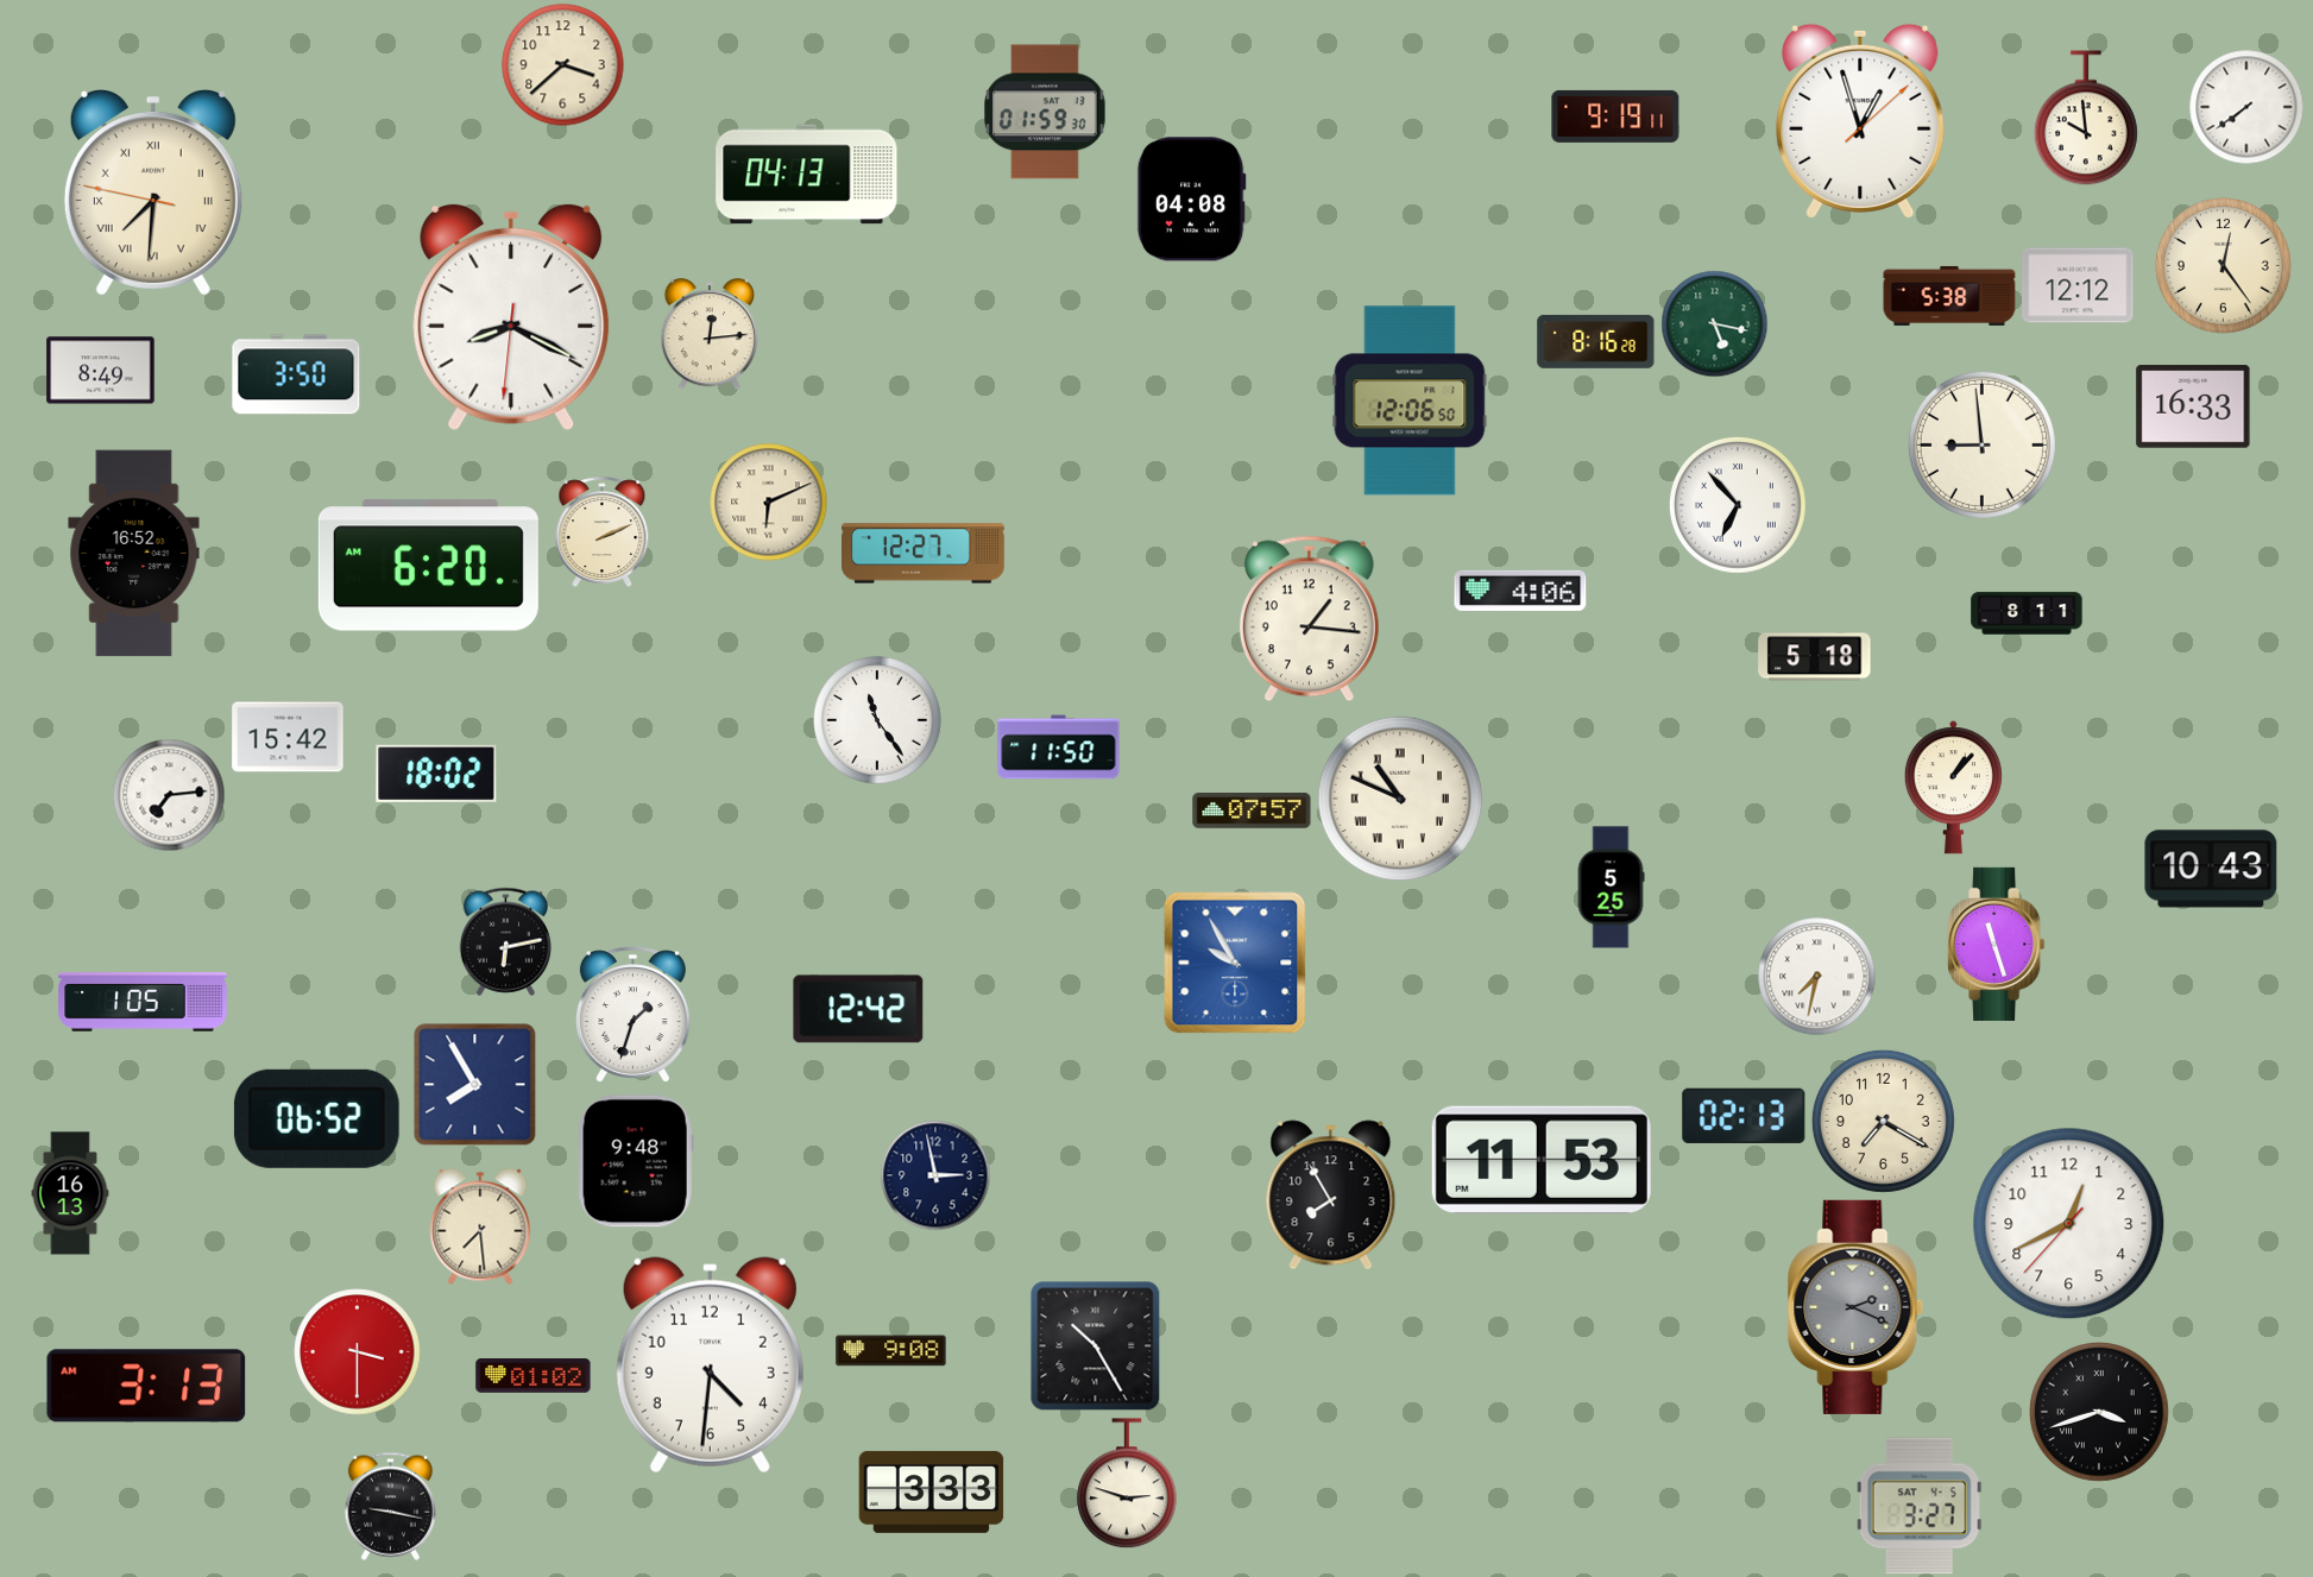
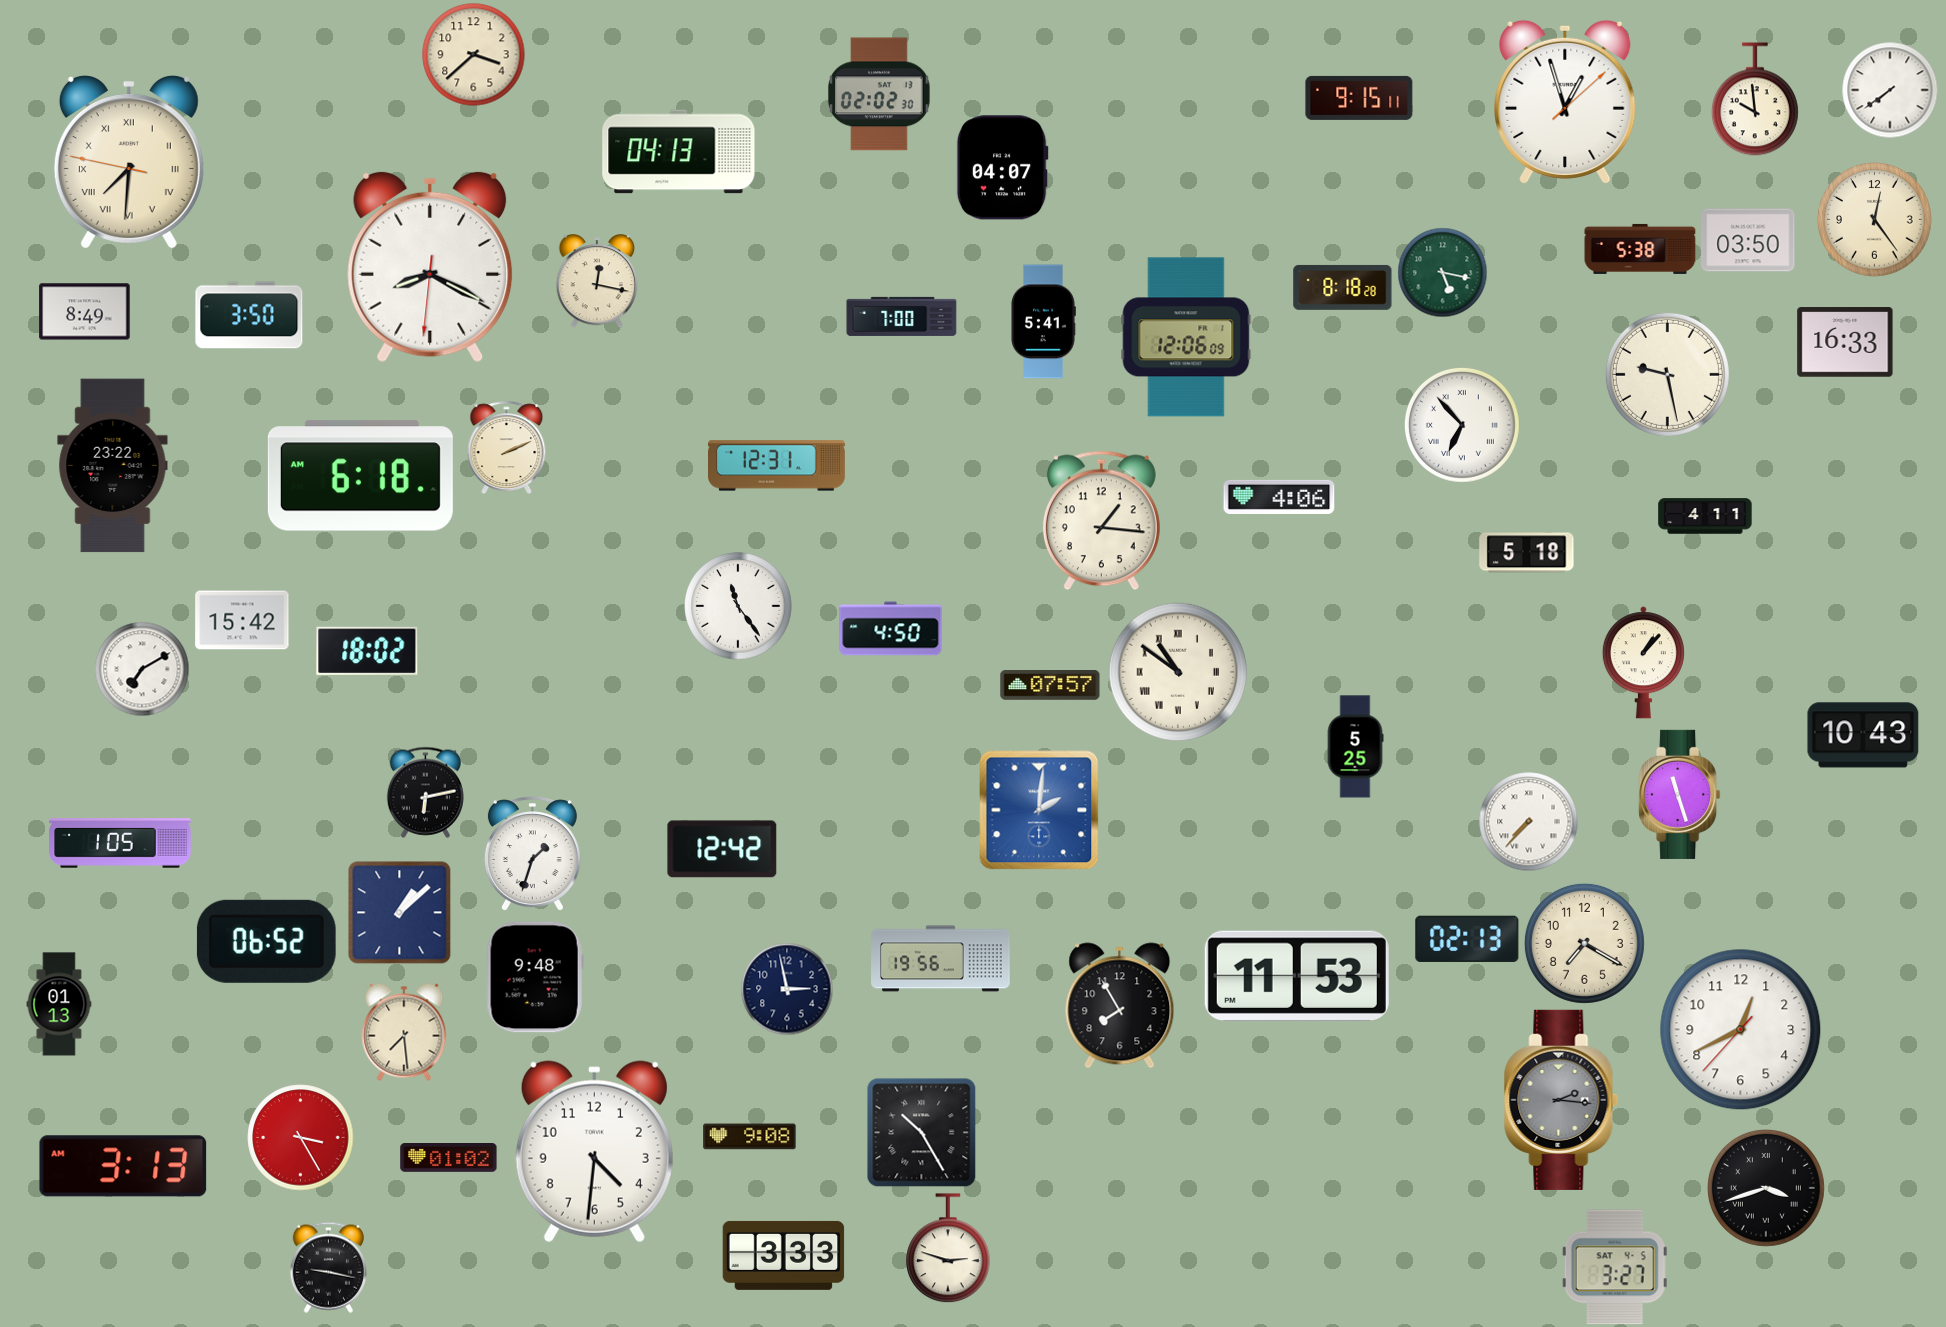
clock at (1045, 112): 01:59 -> 02:02
clock at (1615, 116): 9:19 -> 9:15
clock at (807, 175) position: (807, 175) -> (679, 152)
clock at (1191, 200): 04:08 -> 04:07
clock at (2224, 266) position: (2224, 266) -> (1875, 220)
clock at (2078, 285): 12:12 -> 03:50
clock at (708, 334): 12:14 -> 12:17
clock at (1596, 341): 8:16 -> 8:18
clock at (902, 316): none -> 7:00
clock at (1043, 322): none -> 5:41
clock at (1410, 400): 12:06:50 -> 12:06:09
clock at (1981, 444): 8:59 -> 9:28
clock at (769, 503): 6:11 -> none
clock at (134, 554): 16:52 -> 23:22
clock at (924, 554): 12:27 -> 12:31
clock at (428, 566): 6:20 -> 6:18
clock at (2027, 613): 8:11 -> 4:11
clock at (1059, 748): 11:50 -> 4:50
clock at (169, 795): 7:14 -> 7:10
clock at (1400, 799): 10:49 -> 10:51
clock at (1252, 812) position: (1252, 812) -> (1050, 686)
clock at (2211, 869) position: (2211, 869) -> (1863, 735)
clock at (1235, 963): 9:55 -> 2:01
clock at (1817, 977): 7:32 -> 7:37
clock at (475, 1085): 7:55 -> 1:08
clock at (941, 959): none -> 19:56
clock at (70, 1193): 16:13 -> 01:13
clock at (1855, 1307): 2:19 -> 2:16
clock at (358, 1352): 3:30 -> 3:25
clock at (710, 1365) position: (710, 1365) -> (594, 1152)
